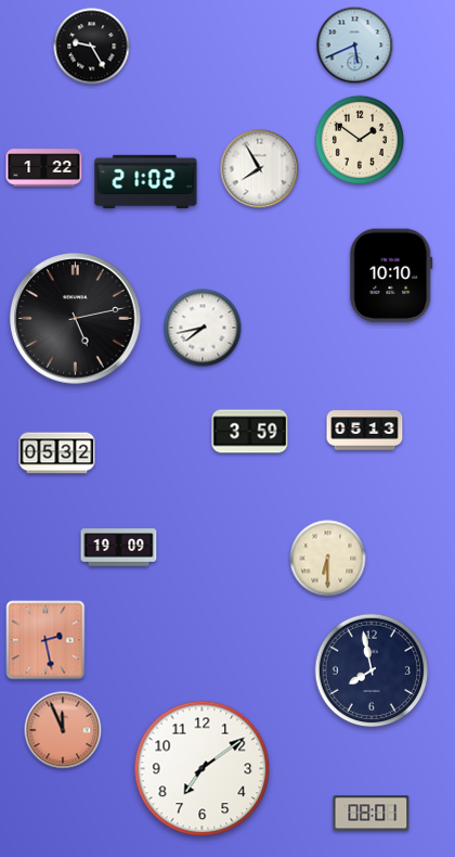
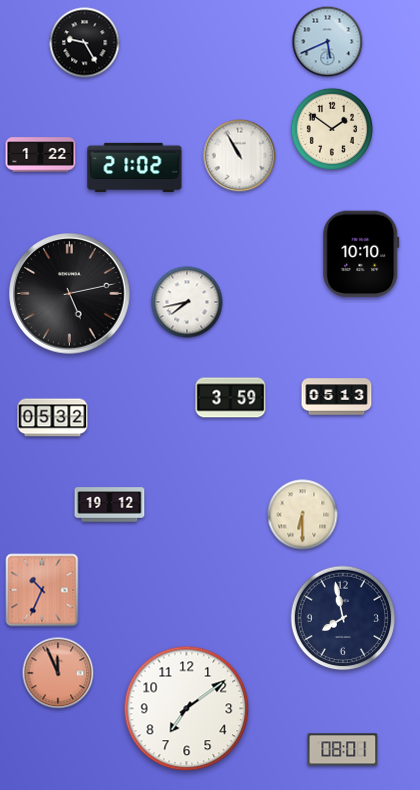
clock at (260, 169): 7:55 -> 10:55
clock at (119, 548): 19:09 -> 19:12
clock at (45, 640): 2:28 -> 10:34
